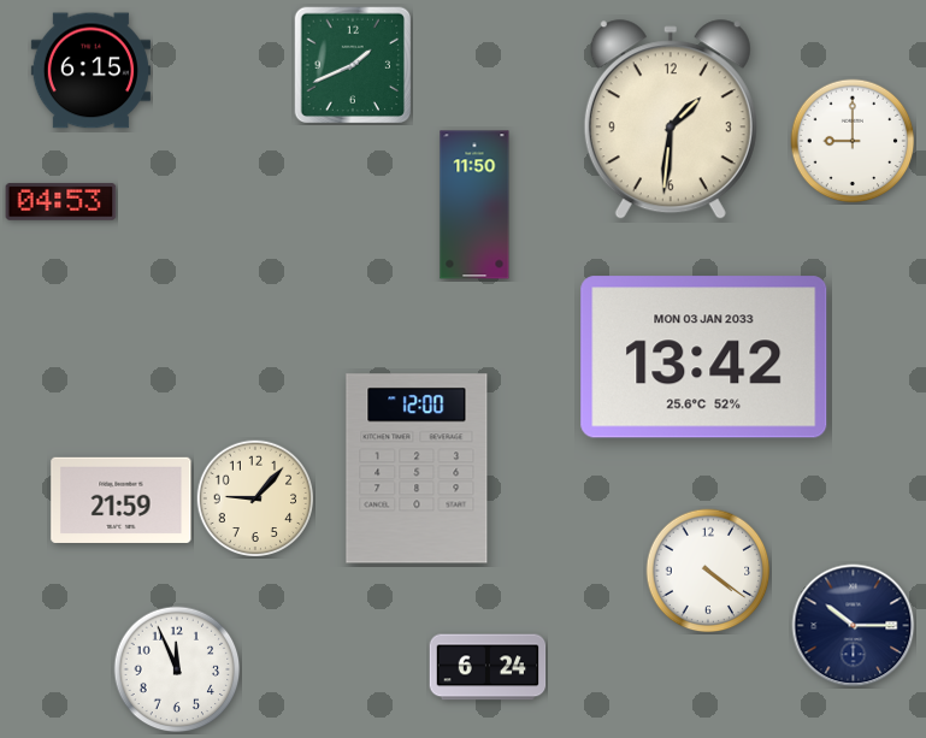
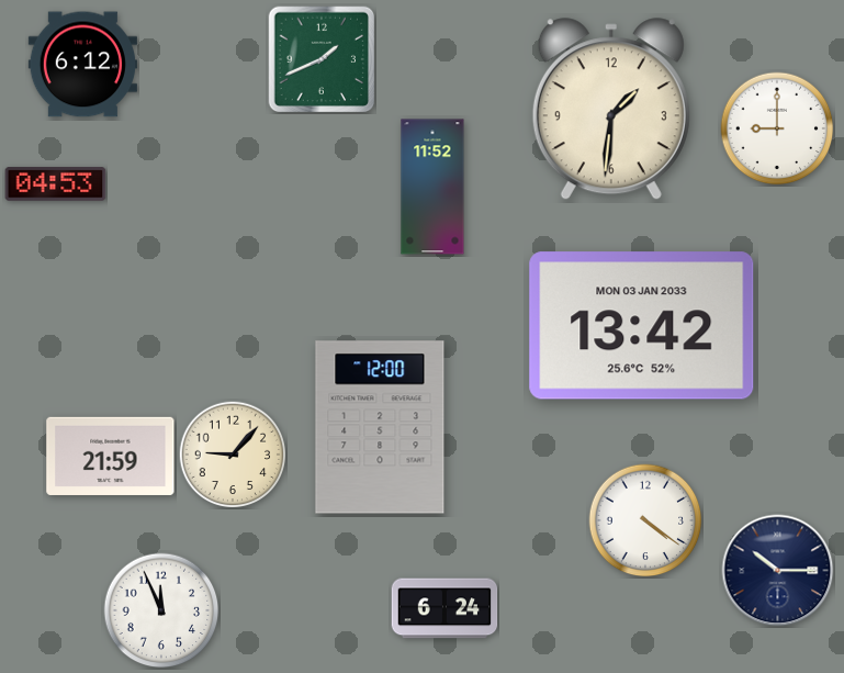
clock at (90, 71): 6:15 -> 6:12
clock at (474, 205): 11:50 -> 11:52
